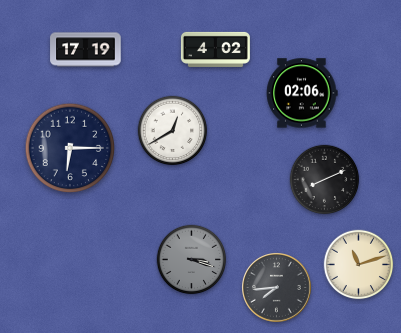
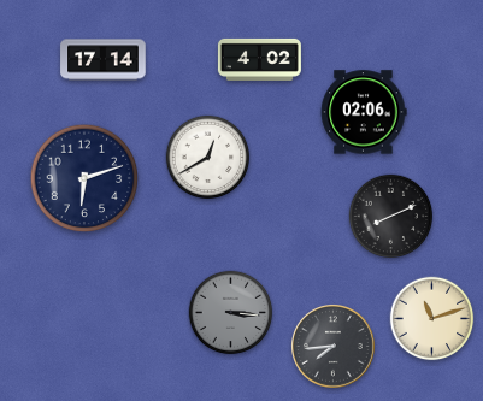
clock at (86, 50): 17:19 -> 17:14
clock at (70, 148): 6:15 -> 6:12
clock at (192, 260): 3:18 -> 3:16
